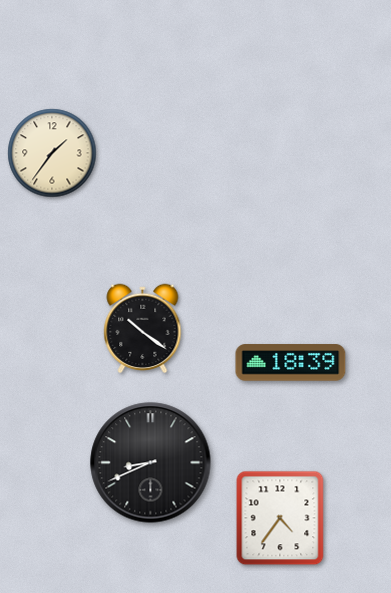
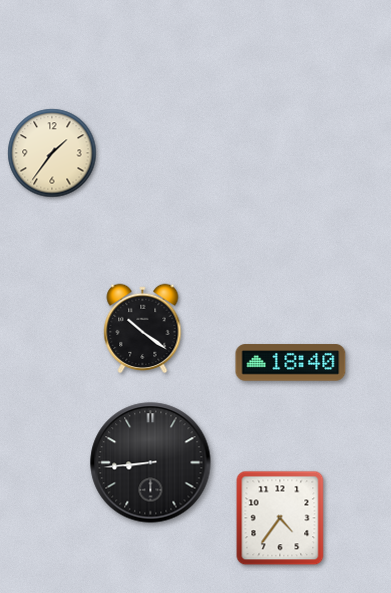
clock at (291, 363): 18:39 -> 18:40
clock at (151, 463): 8:41 -> 8:44
